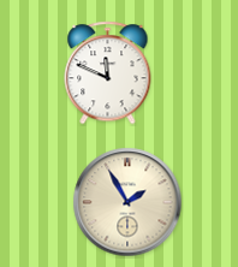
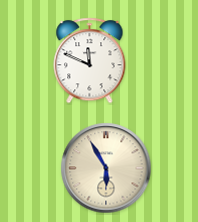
clock at (127, 202): 1:55 -> 5:55
